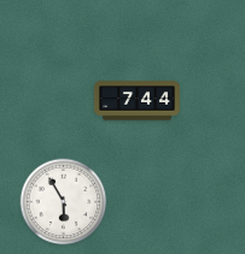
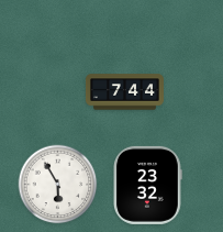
clock at (148, 185): none -> 23:32
